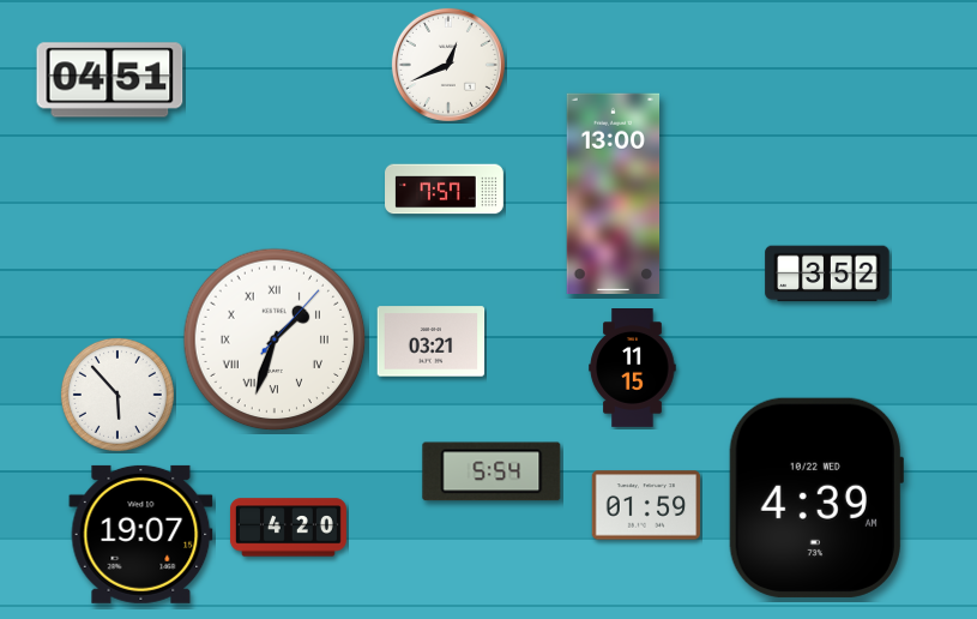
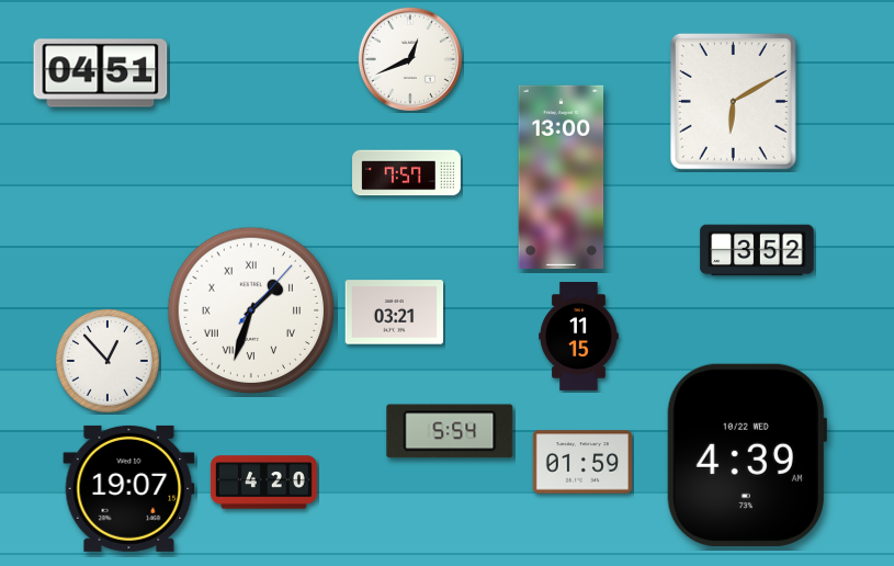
clock at (733, 101): none -> 6:10
clock at (117, 395): 5:53 -> 12:53
clock at (646, 505) position: (646, 505) -> (582, 462)
